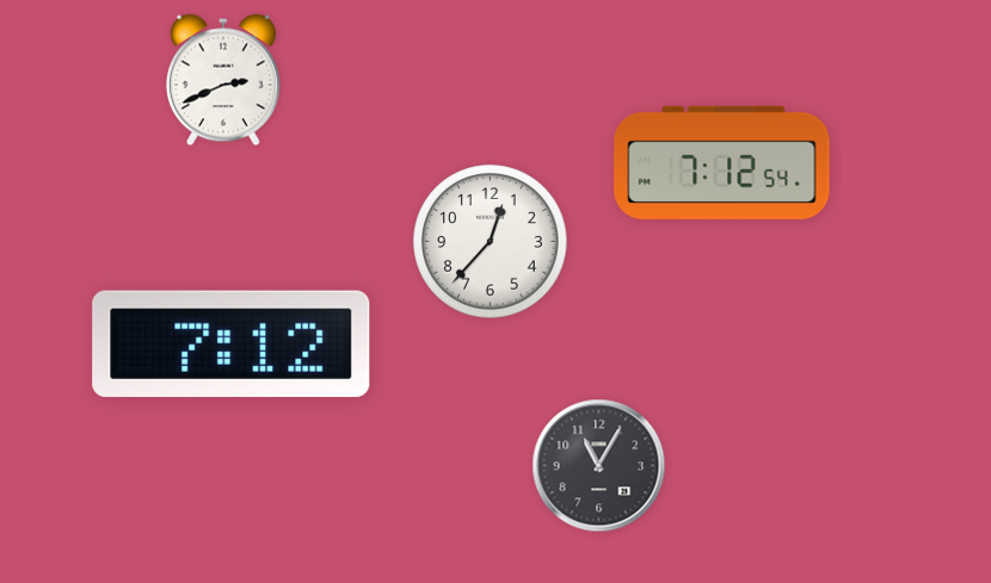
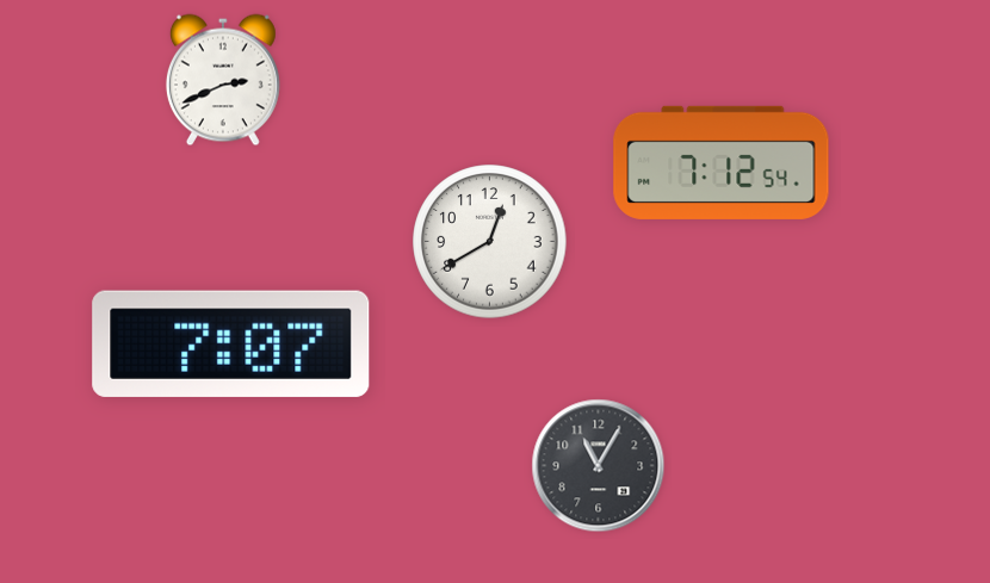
clock at (491, 242): 12:37 -> 12:40
clock at (232, 343): 7:12 -> 7:07
